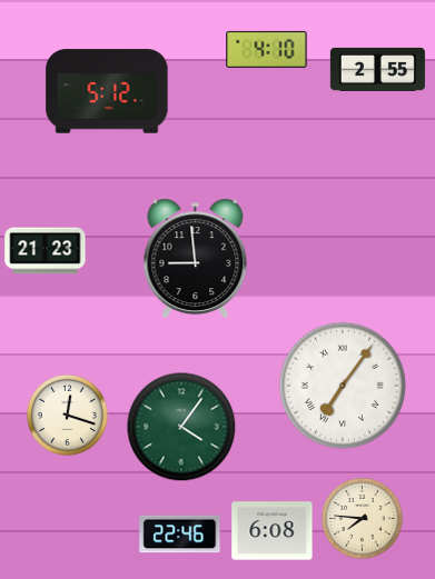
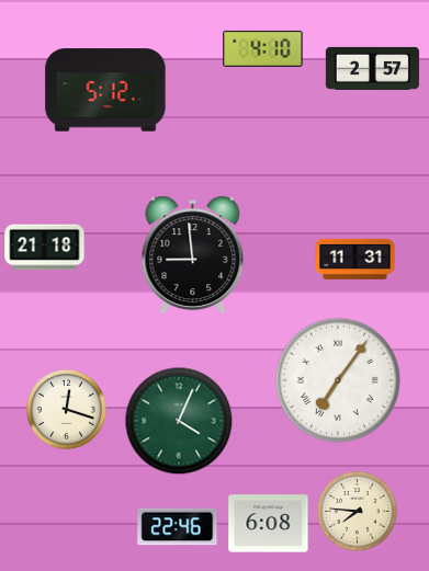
clock at (377, 69): 2:55 -> 2:57
clock at (46, 251): 21:23 -> 21:18
clock at (355, 259): none -> 11:31
clock at (181, 427): 4:06 -> 4:04
